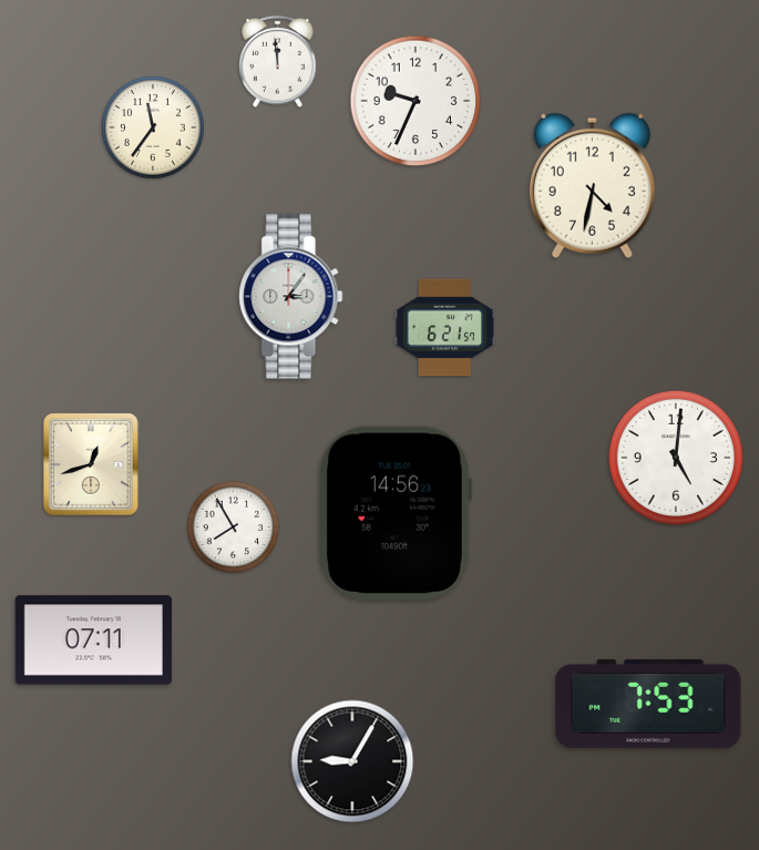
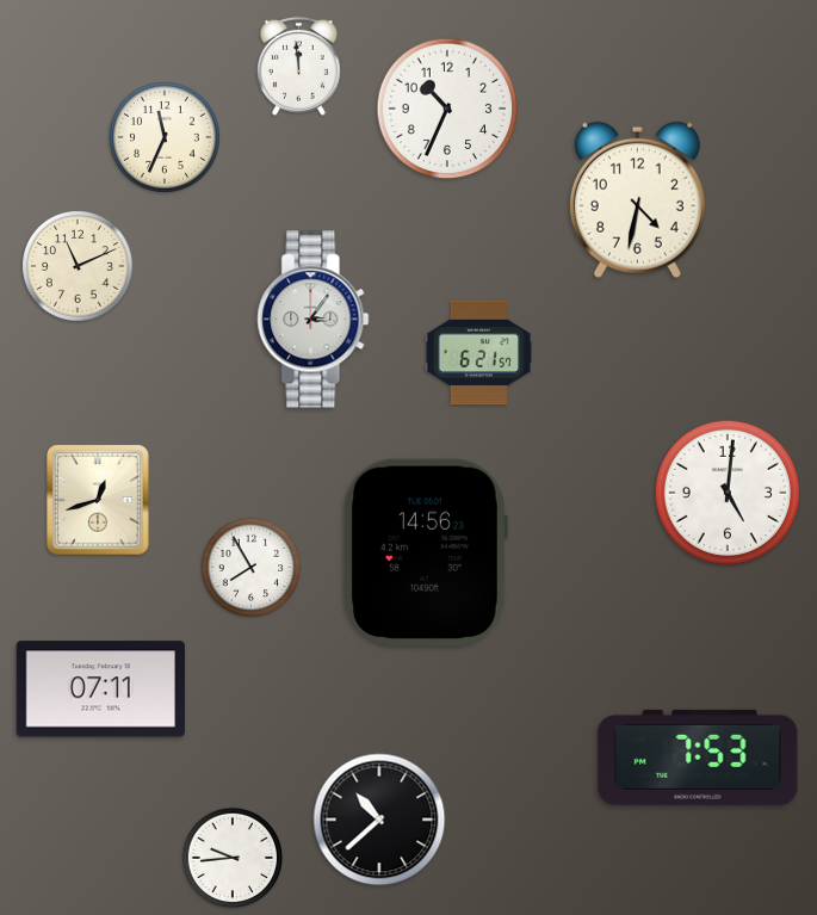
clock at (416, 101): 9:34 -> 10:34
clock at (154, 129): 11:36 -> 11:34
clock at (79, 267): none -> 11:11
clock at (352, 761): 9:05 -> 10:38
clock at (233, 858): none -> 9:44
